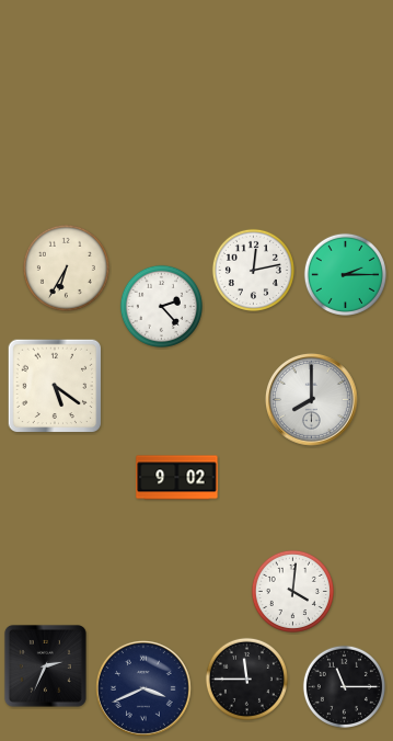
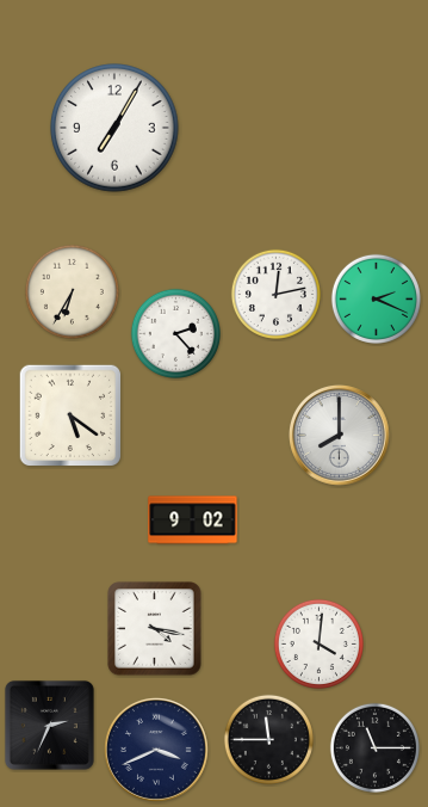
clock at (114, 128): none -> 7:05
clock at (345, 274): 2:15 -> 2:19
clock at (55, 386) position: (55, 386) -> (70, 415)
clock at (155, 629): none -> 4:17
